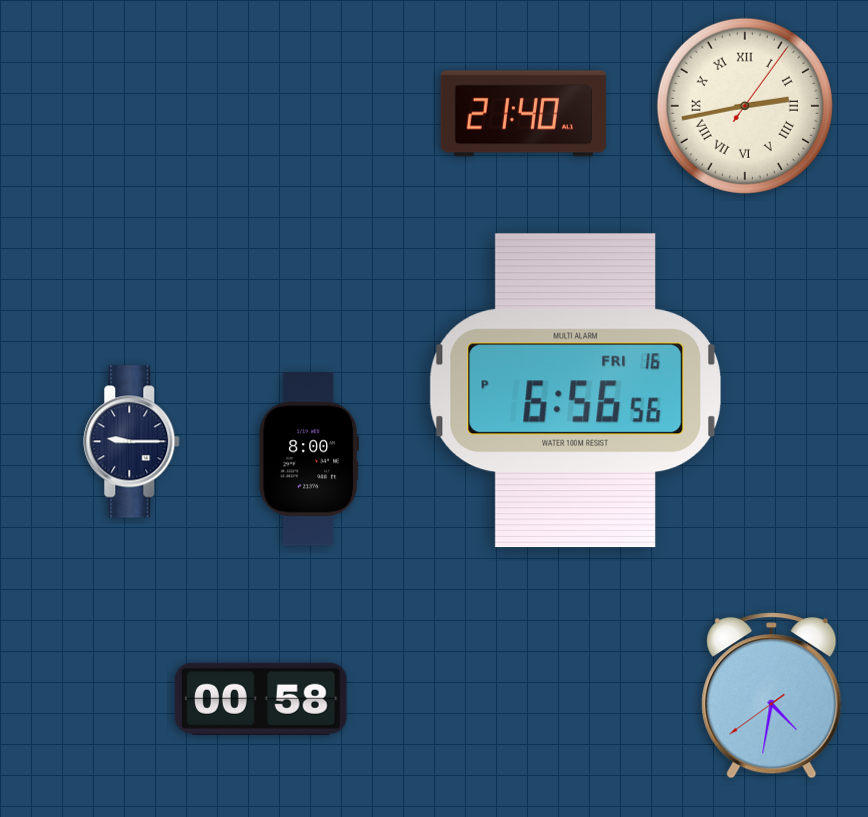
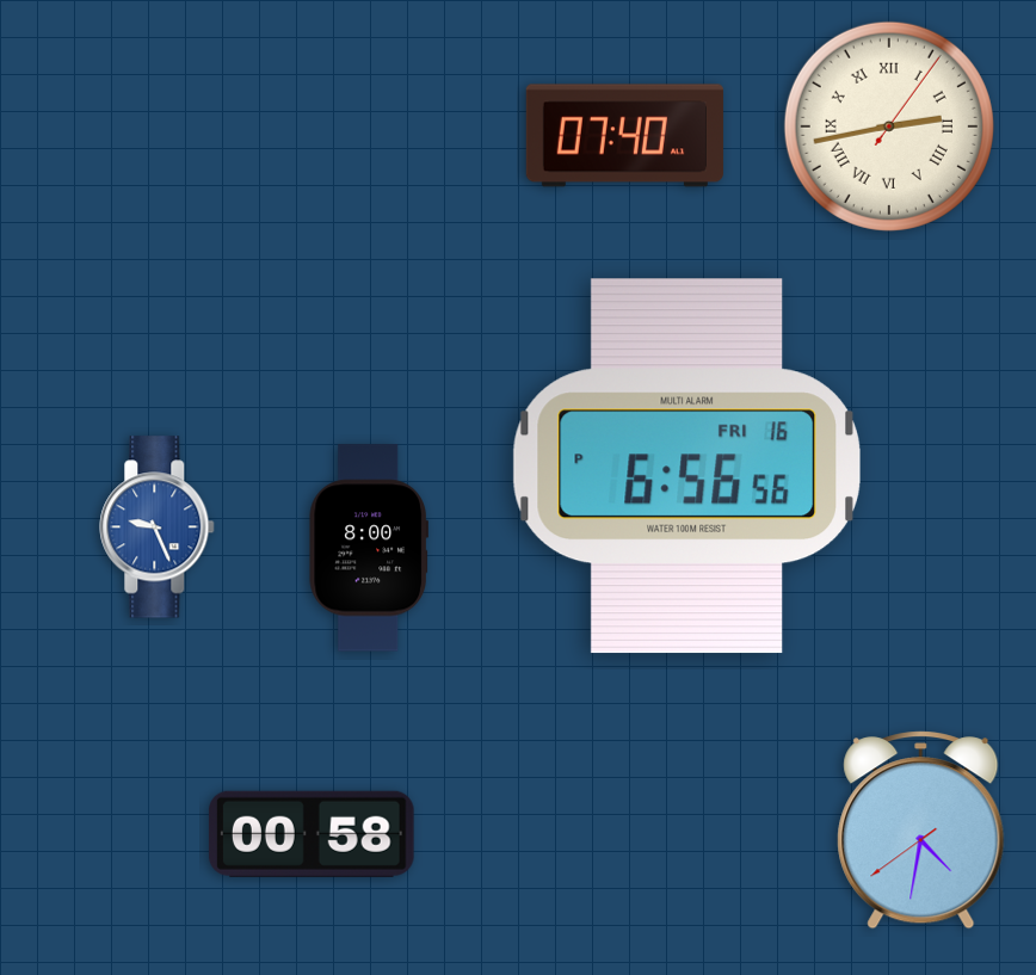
clock at (523, 114): 21:40 -> 07:40
clock at (132, 442): 9:15 -> 9:26
clock at (132, 442) dial: navy -> blue
